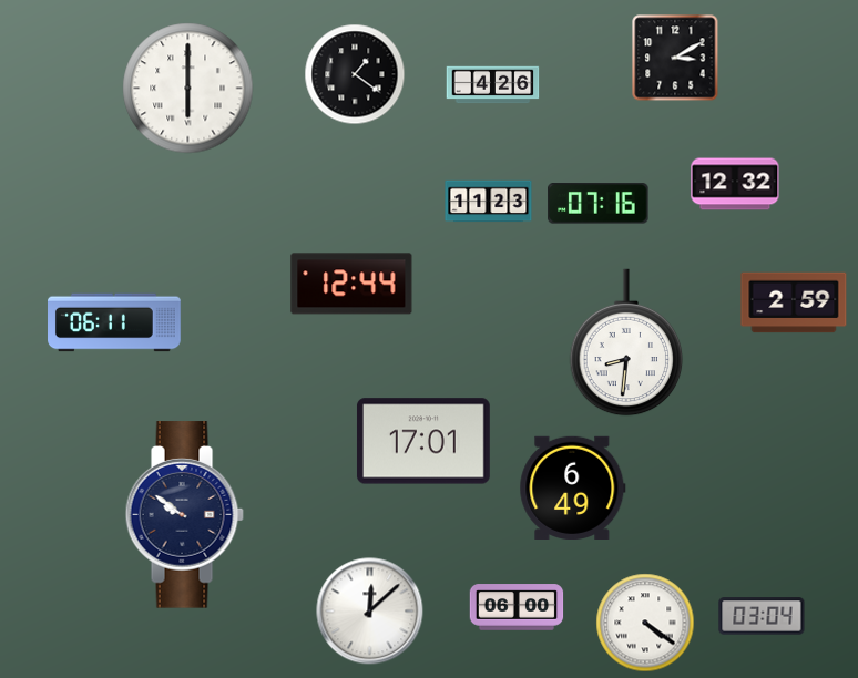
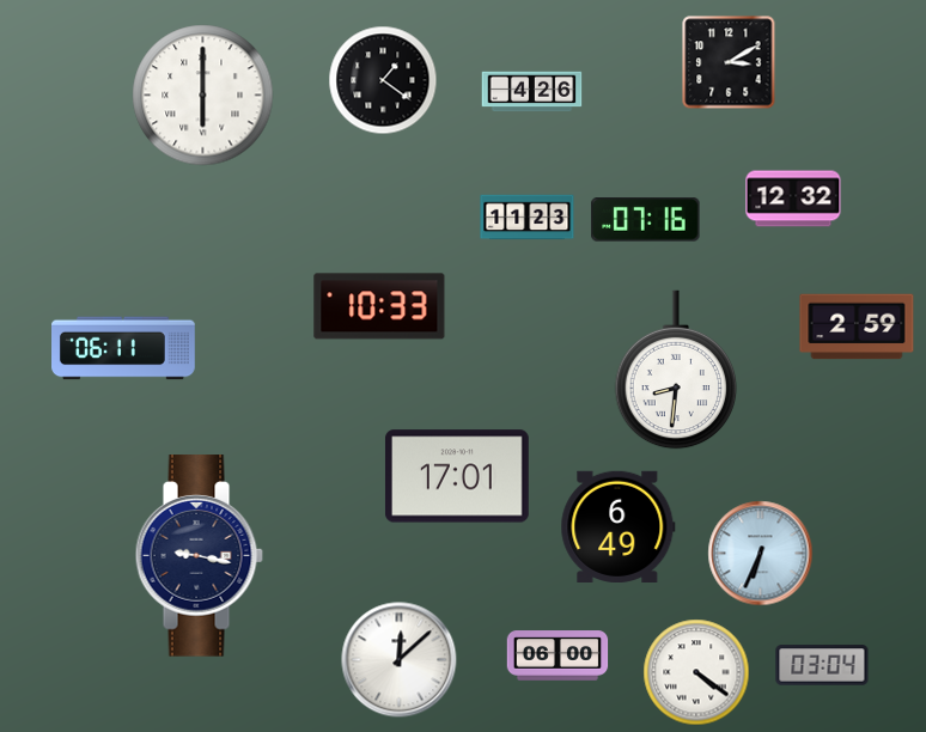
clock at (351, 284): 12:44 -> 10:33
clock at (761, 554): none -> 6:34
clock at (184, 515): 9:51 -> 9:17
